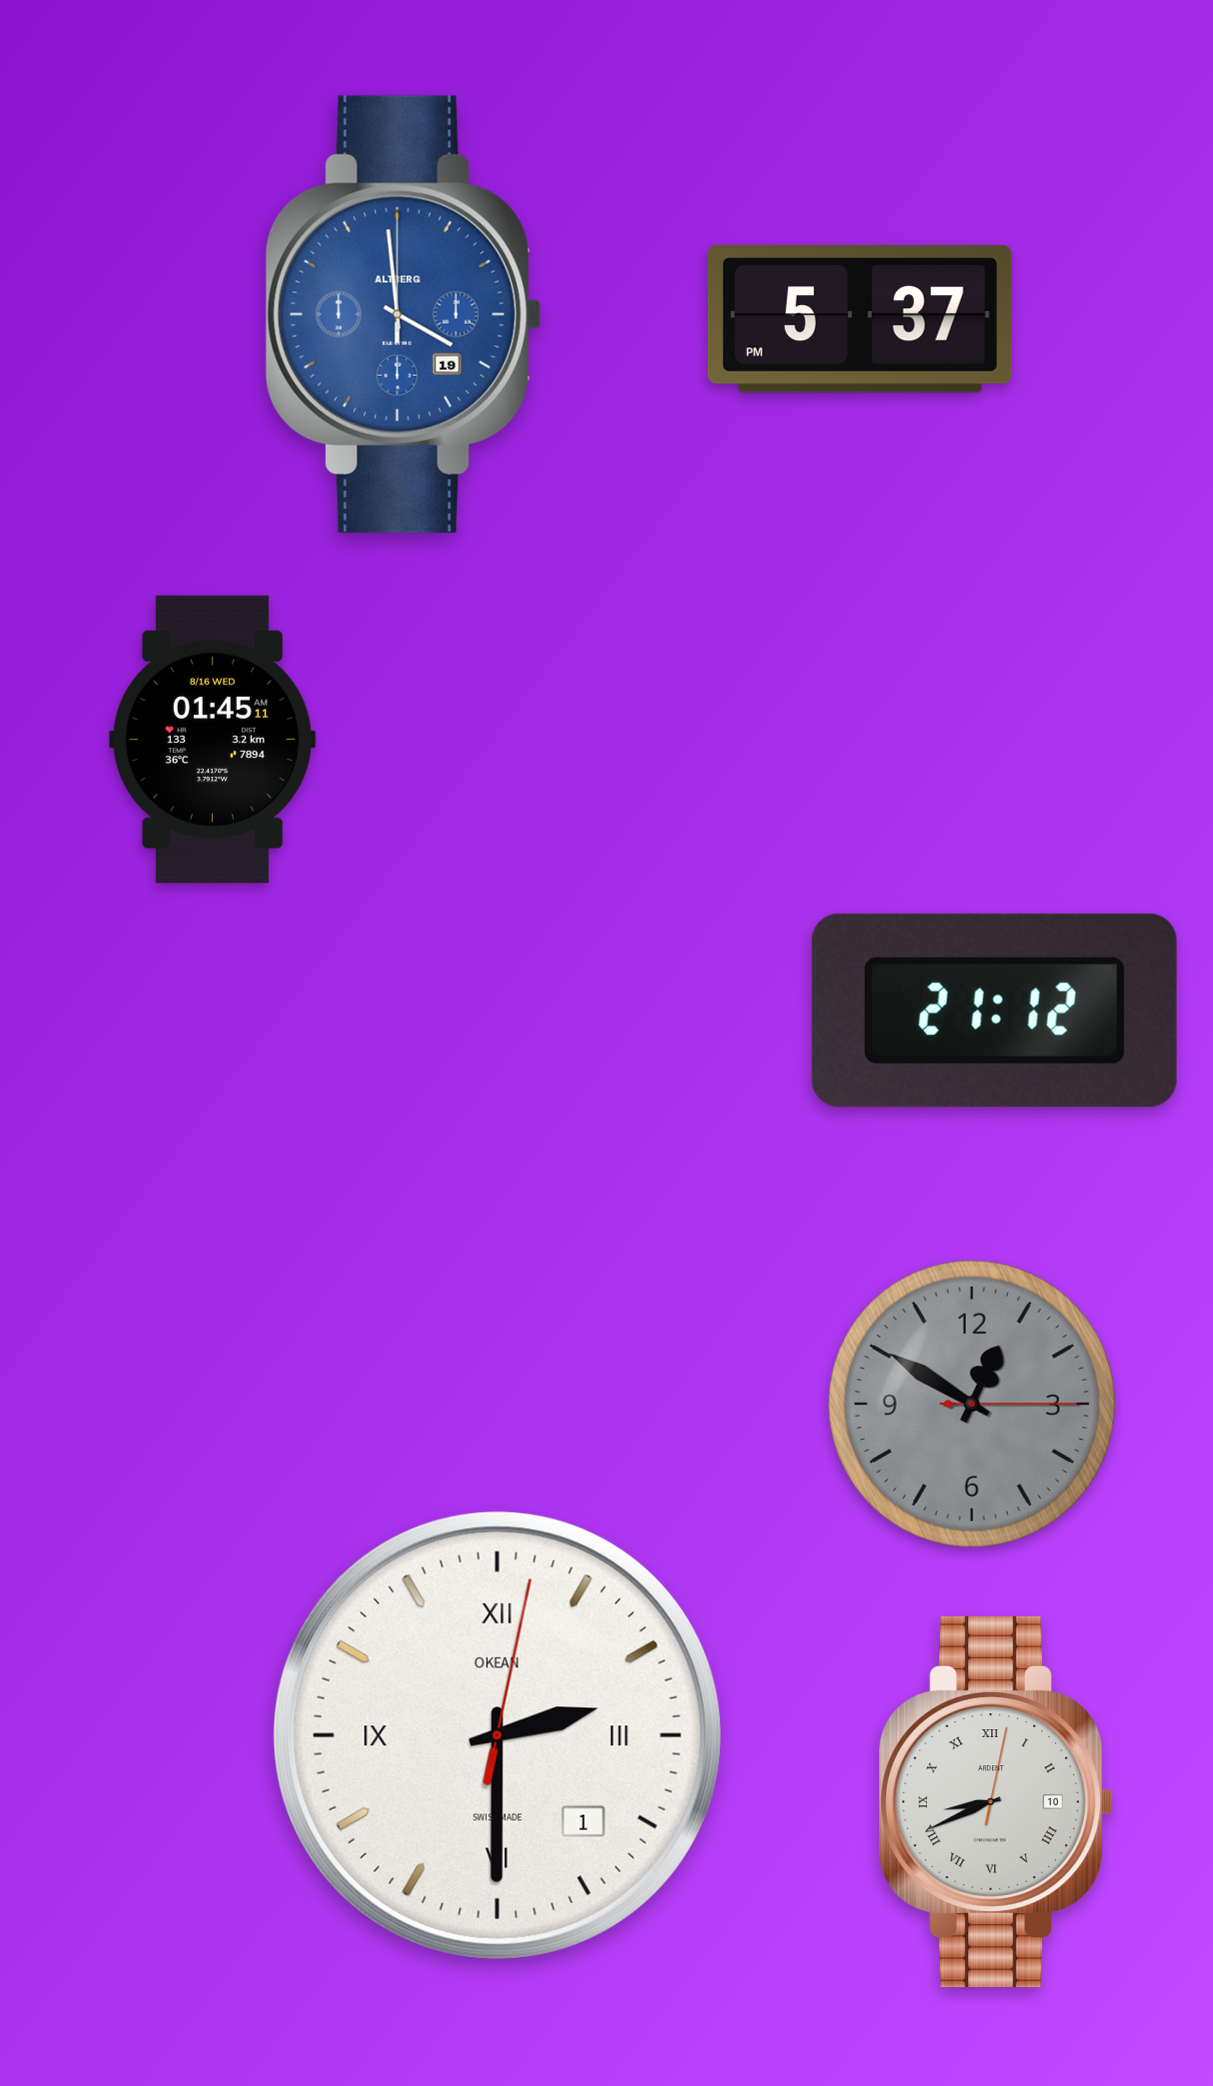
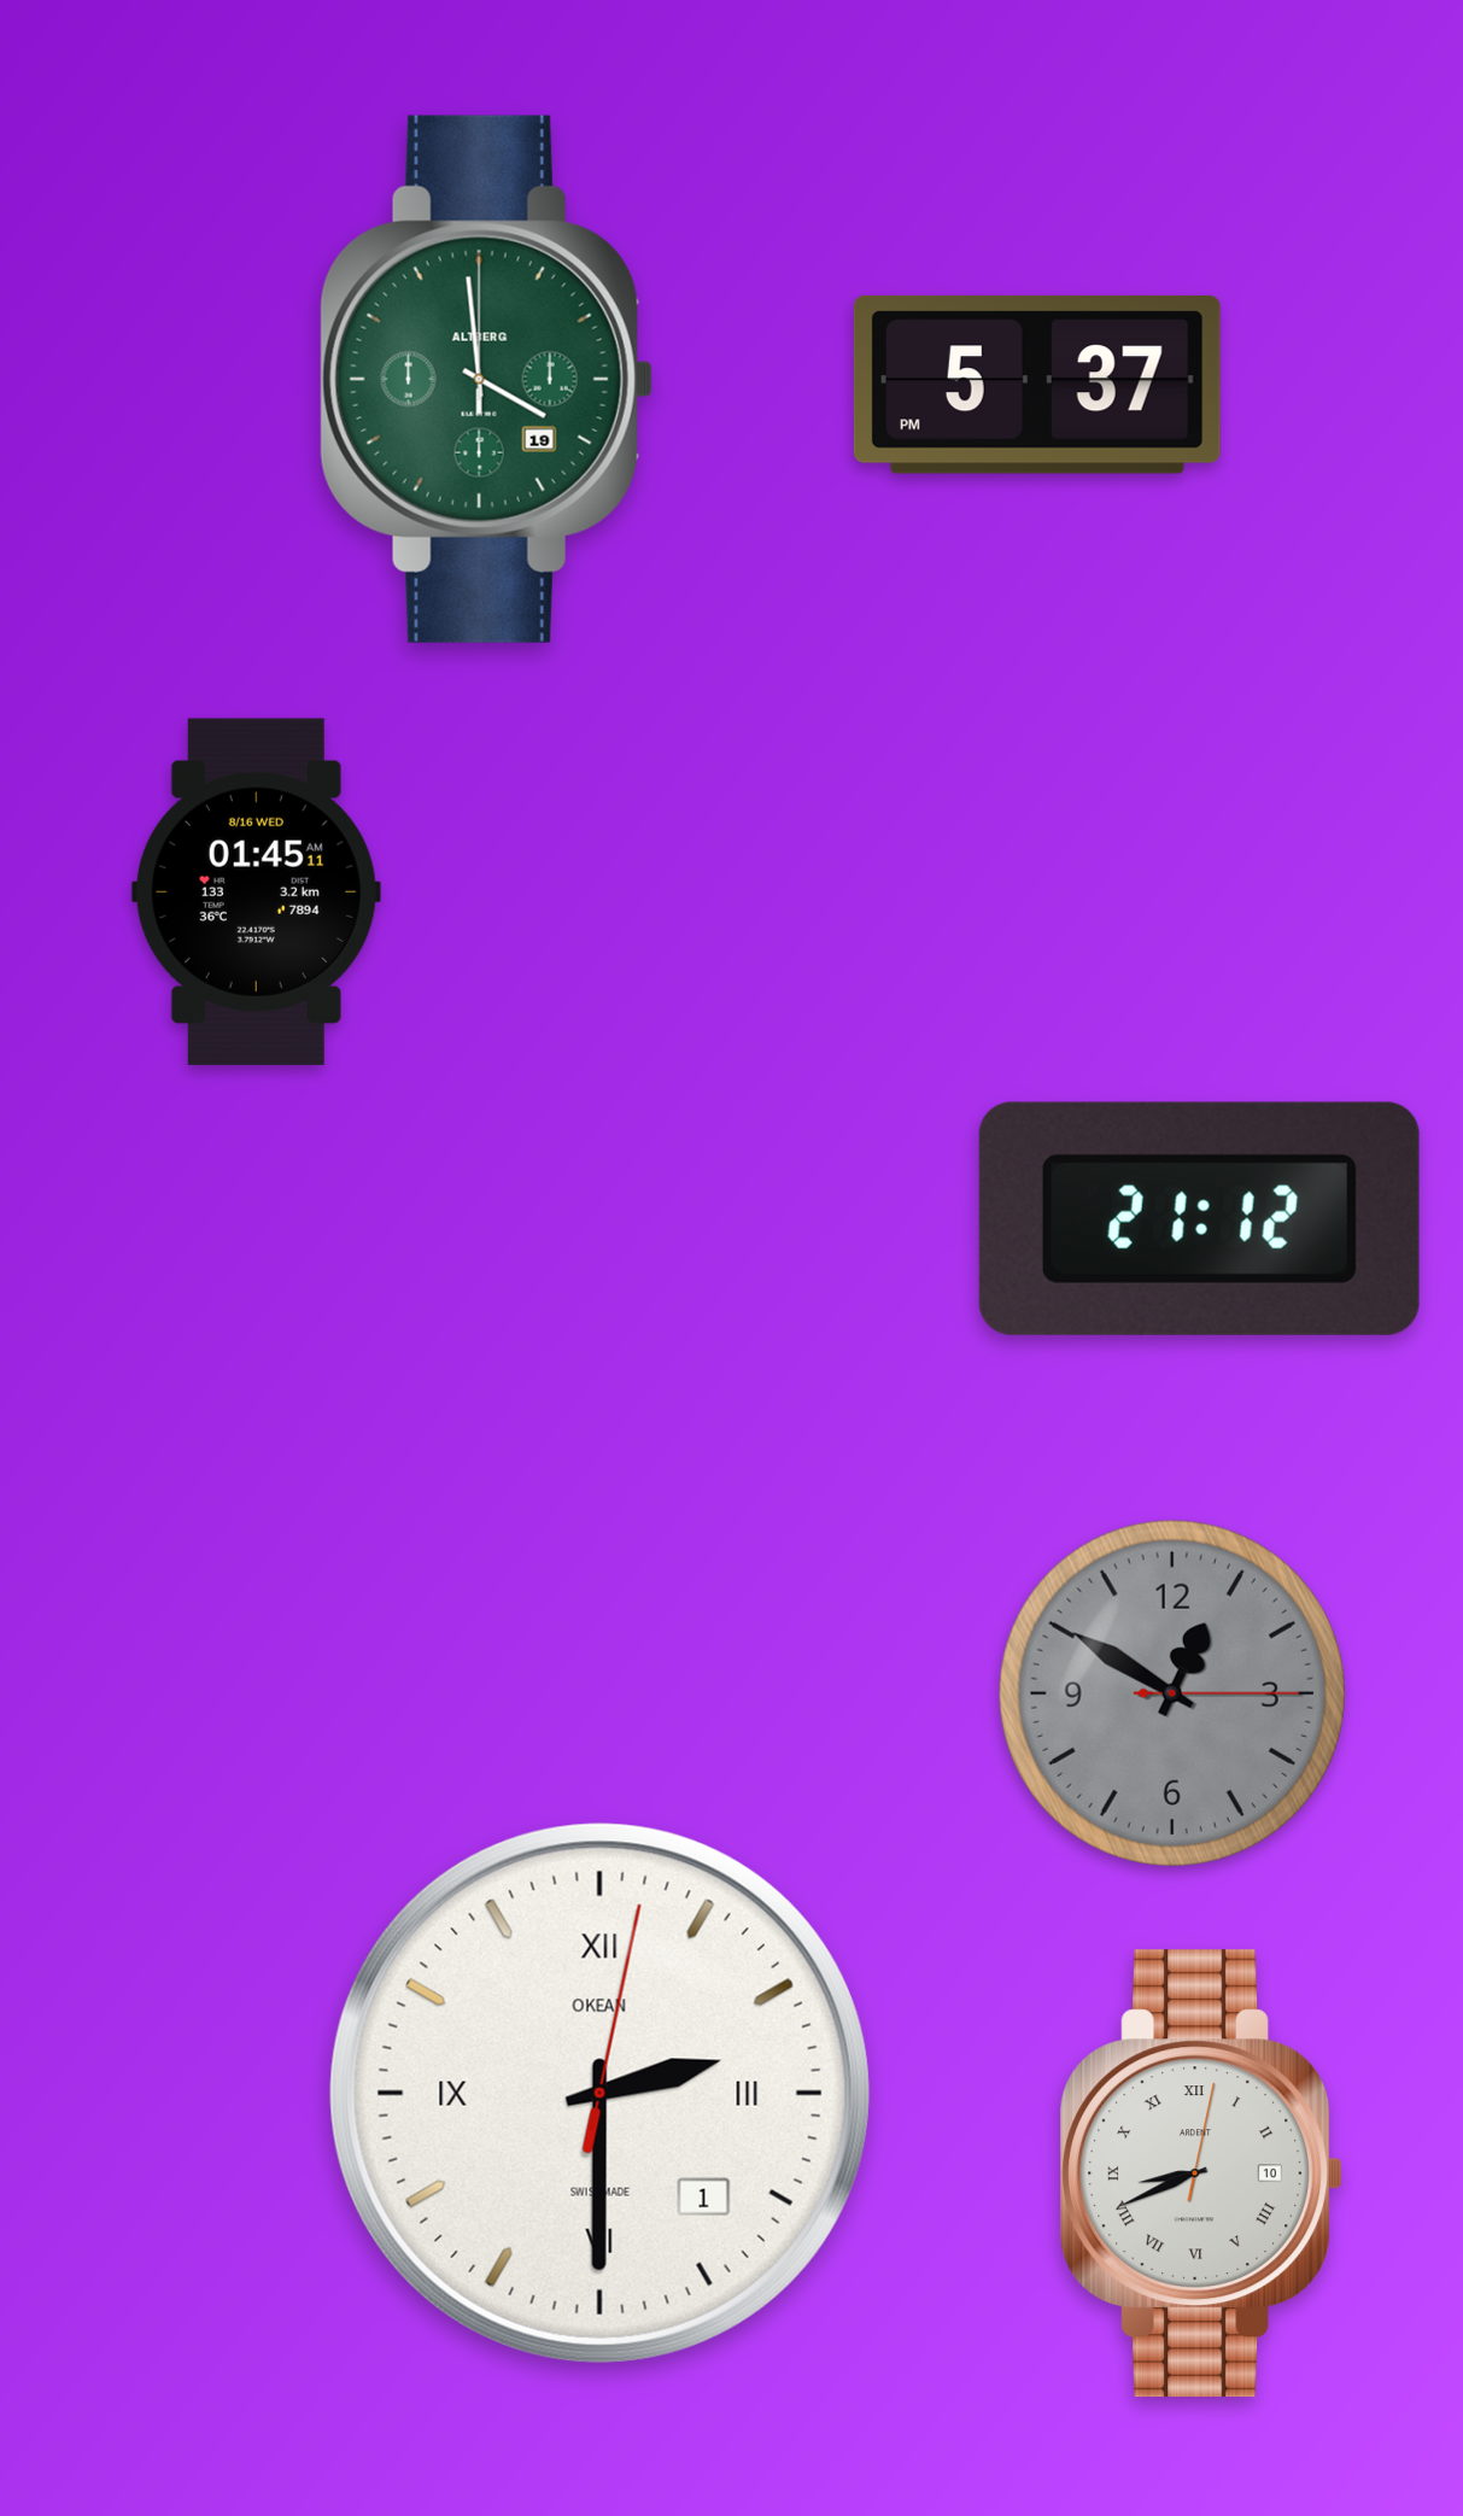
clock at (403, 314) dial: blue -> green
